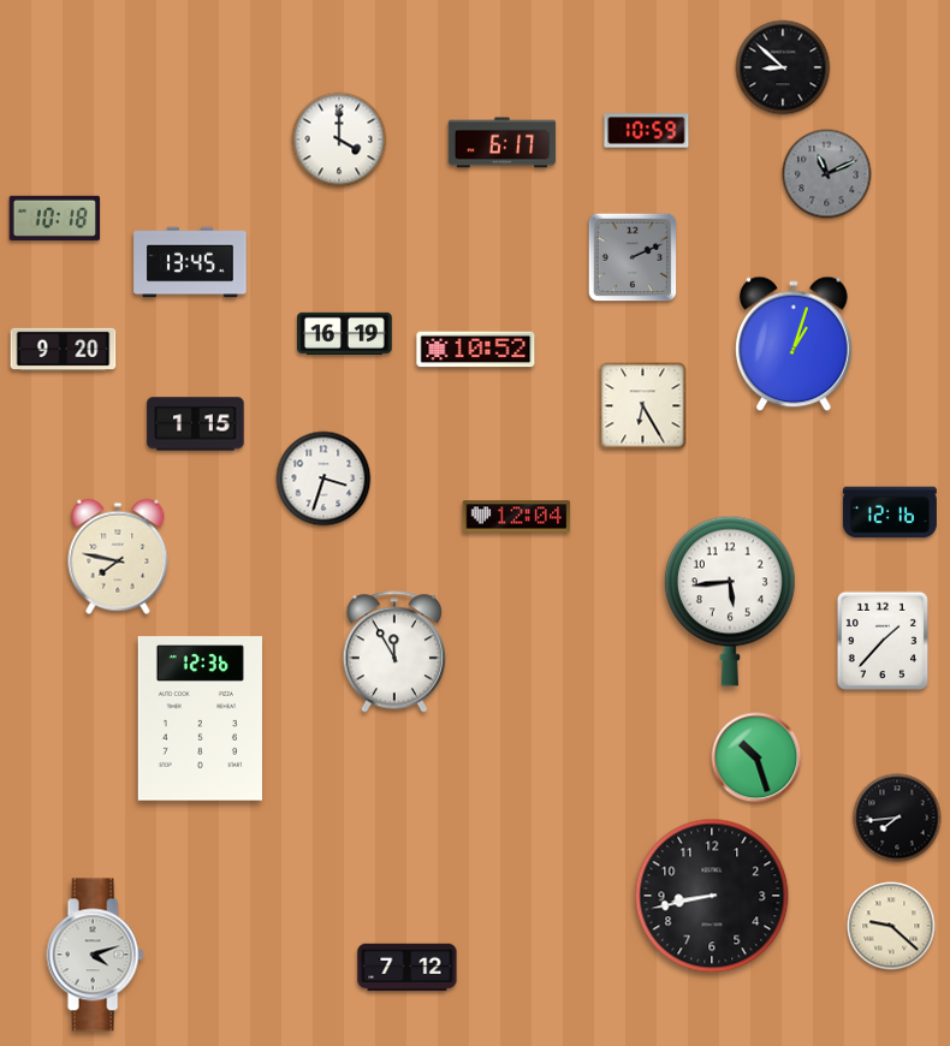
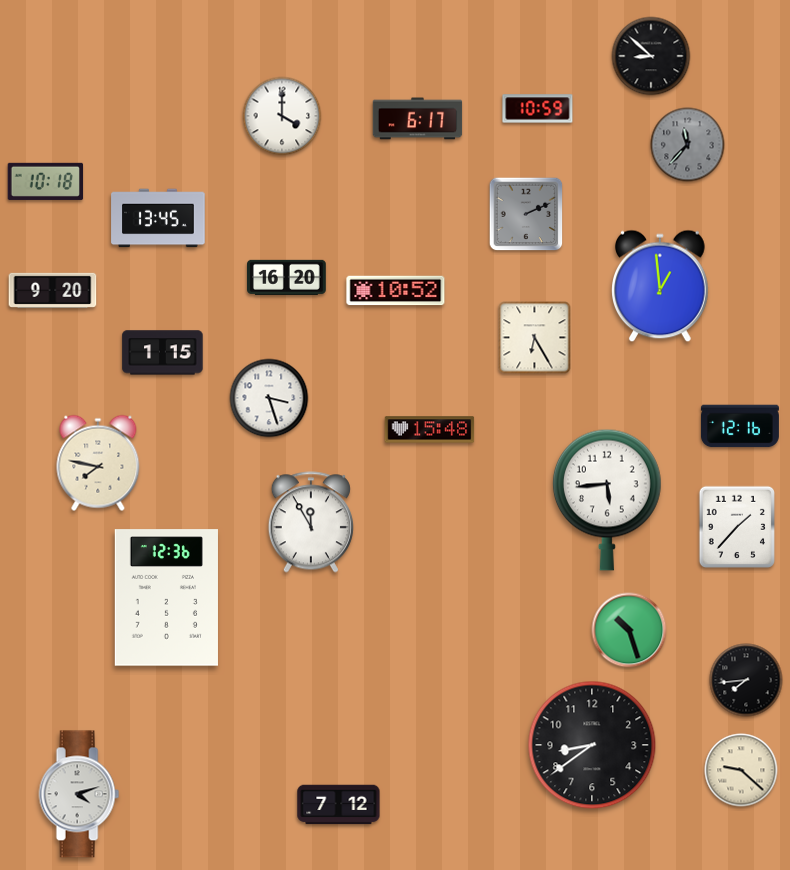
clock at (827, 174): 11:11 -> 11:37
clock at (345, 333): 16:19 -> 16:20
clock at (795, 344): 1:03 -> 12:59
clock at (323, 479): 3:33 -> 3:27
clock at (517, 517): 12:04 -> 15:48
clock at (881, 640) position: (881, 640) -> (736, 526)
clock at (394, 652) position: (394, 652) -> (311, 522)
clock at (712, 896): 8:43 -> 8:39
